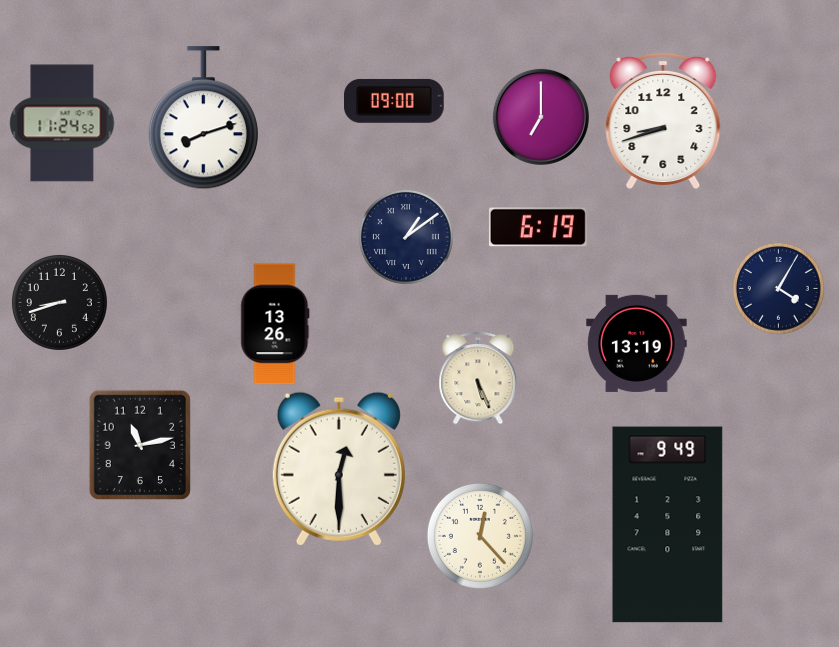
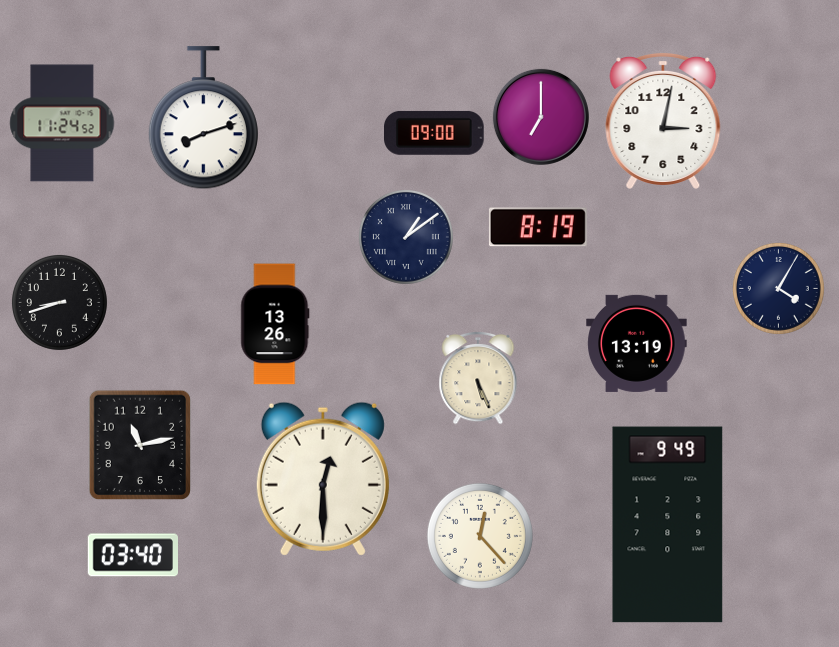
clock at (395, 101) position: (395, 101) -> (435, 133)
clock at (663, 120): 8:42 -> 3:02
clock at (538, 227): 6:19 -> 8:19
clock at (339, 469) position: (339, 469) -> (323, 479)
clock at (132, 555): none -> 03:40
